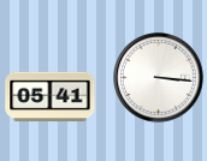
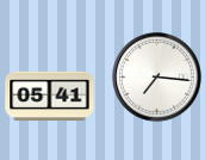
clock at (159, 78): 3:16 -> 7:16
